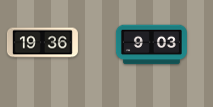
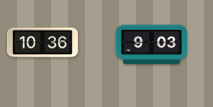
clock at (42, 43): 19:36 -> 10:36
